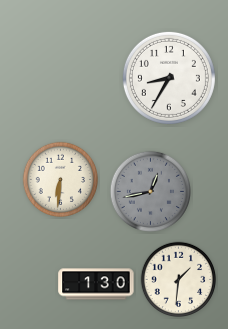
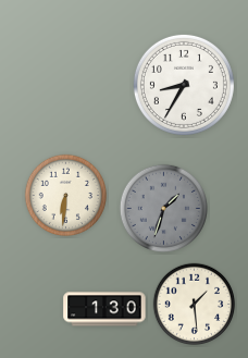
clock at (150, 191): 12:43 -> 1:33
clock at (179, 280): 1:31 -> 1:29
